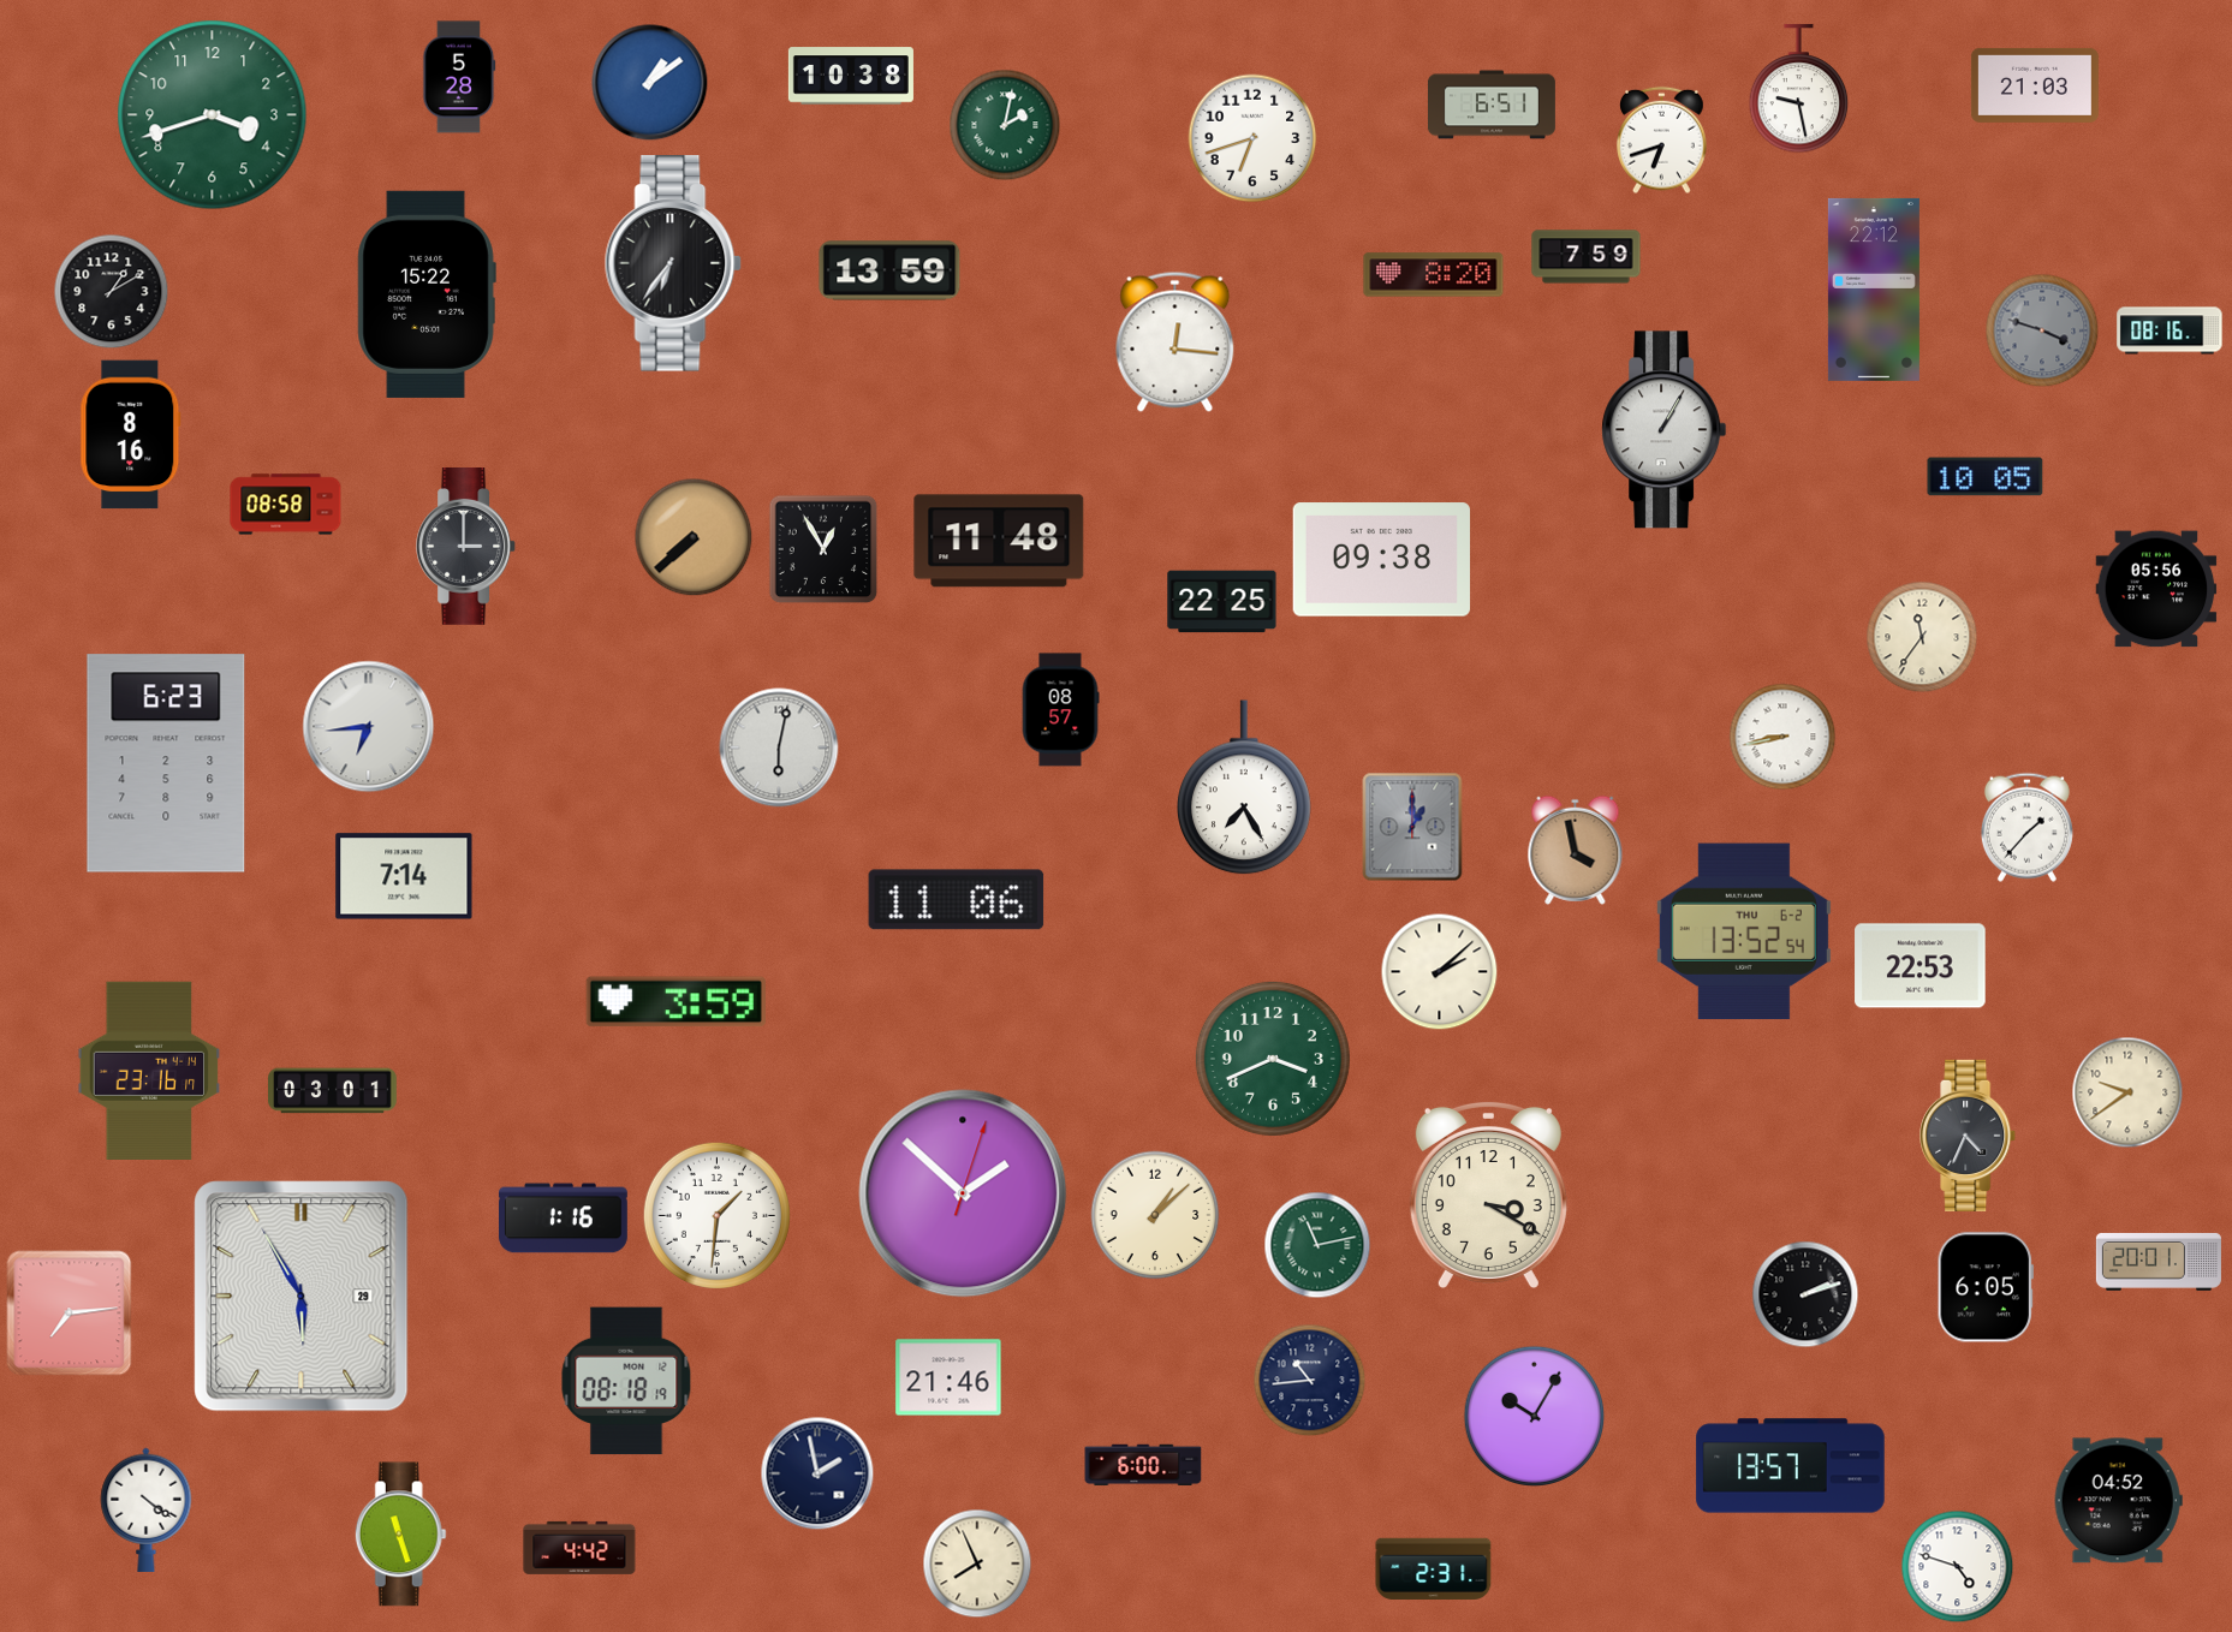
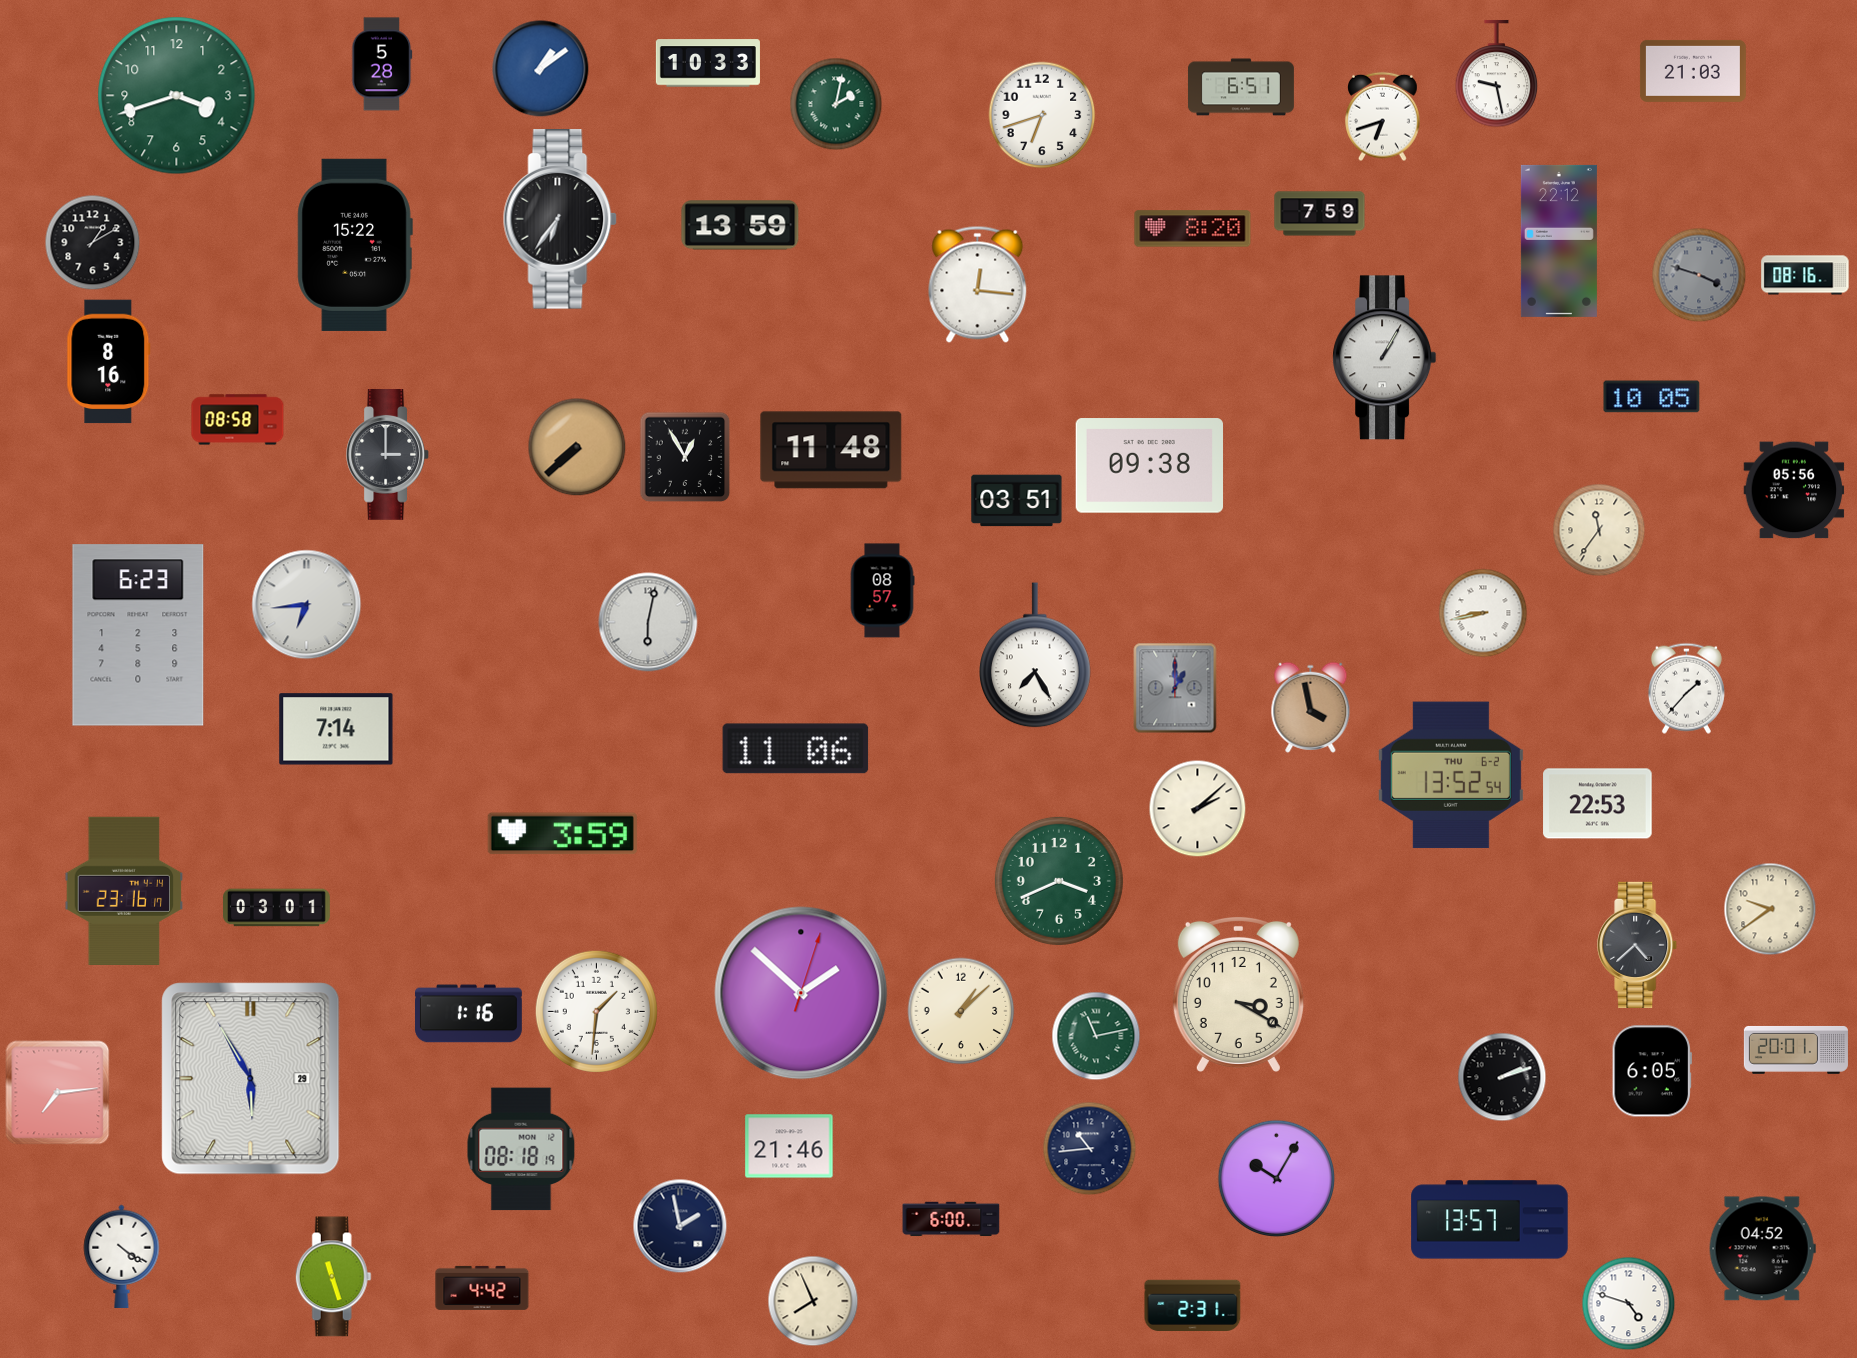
clock at (851, 76): 10:38 -> 10:33
clock at (1222, 602): 22:25 -> 03:51
clock at (1969, 1136): 4:34 -> 4:38
